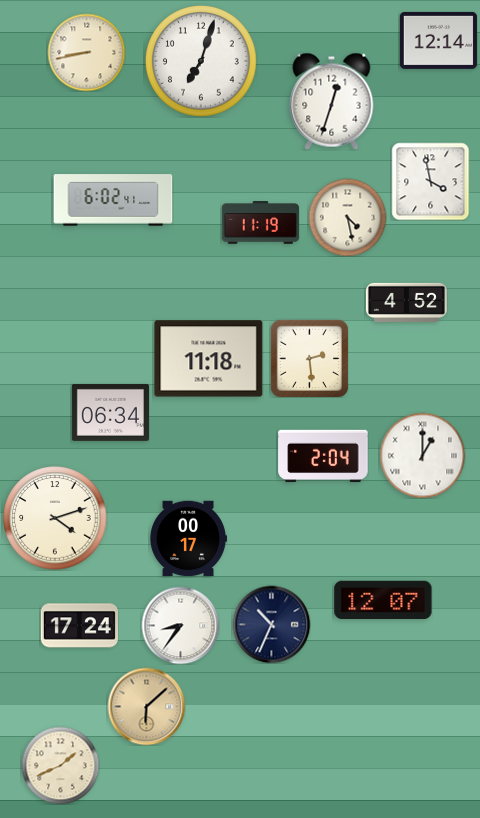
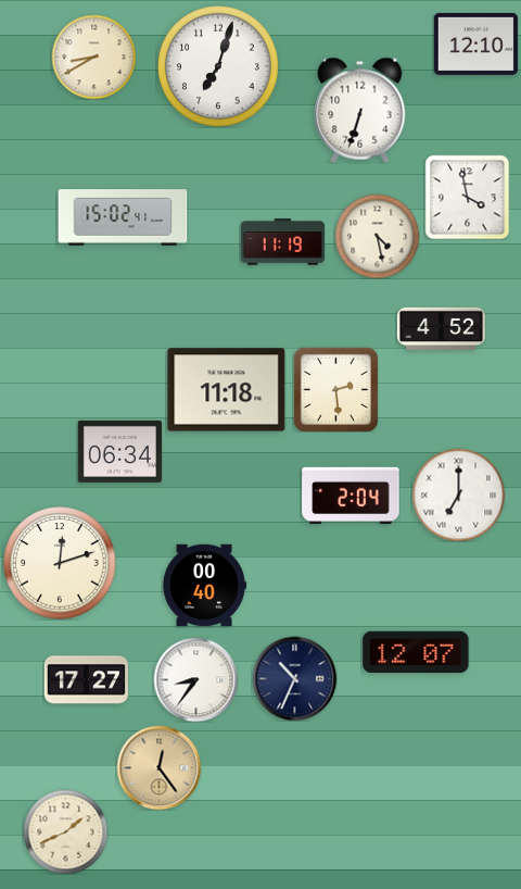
clock at (438, 40): 12:14 -> 12:10
clock at (86, 52): 8:43 -> 8:40
clock at (332, 101): 12:33 -> 6:33
clock at (113, 200): 6:02 -> 15:02
clock at (110, 412) position: (110, 412) -> (119, 451)
clock at (422, 455): 1:00 -> 7:00
clock at (55, 518): 4:12 -> 12:12
clock at (188, 539): 00:17 -> 00:40
clock at (79, 626): 17:24 -> 17:27
clock at (146, 706): 6:08 -> 12:24
